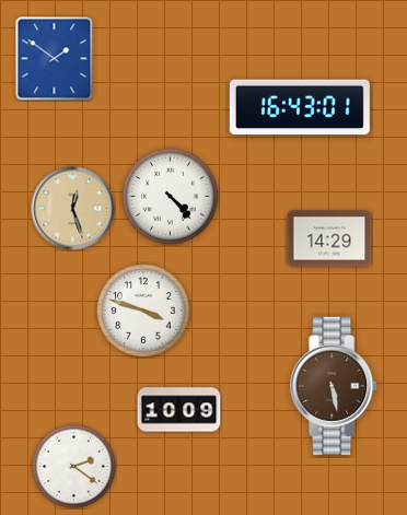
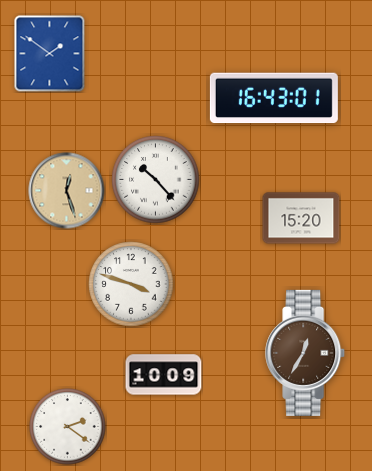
clock at (171, 197): 4:23 -> 10:23
clock at (329, 238): 14:29 -> 15:20
clock at (335, 386): 5:28 -> 12:35
